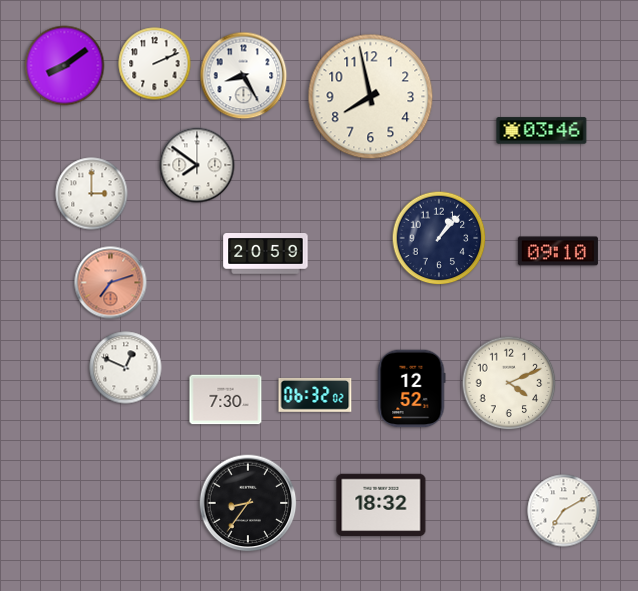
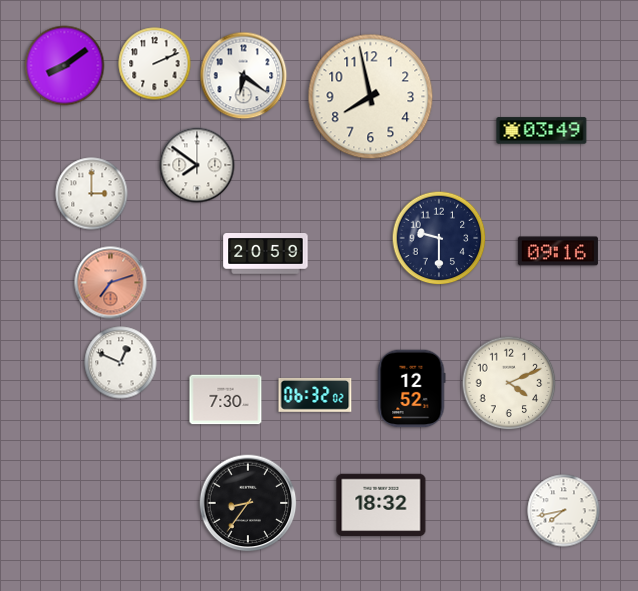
clock at (244, 76): 8:25 -> 6:21
clock at (542, 131): 03:46 -> 03:49
clock at (439, 238): 1:07 -> 9:30
clock at (558, 251): 09:10 -> 09:16
clock at (126, 368) position: (126, 368) -> (121, 363)
clock at (564, 511): 7:10 -> 7:43
